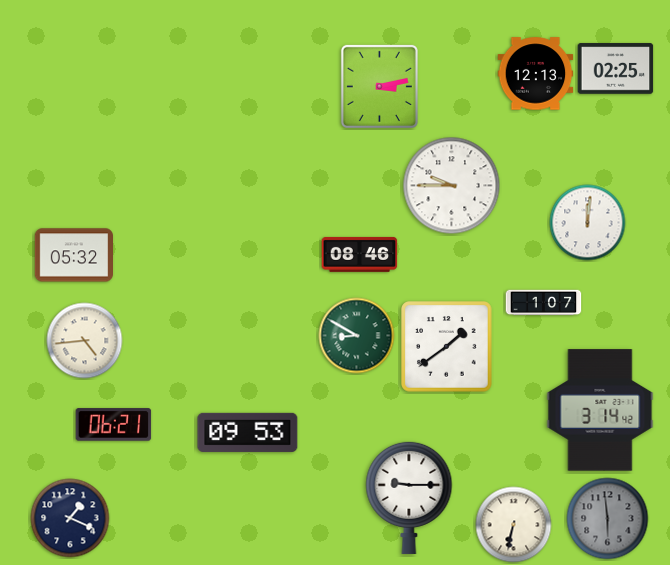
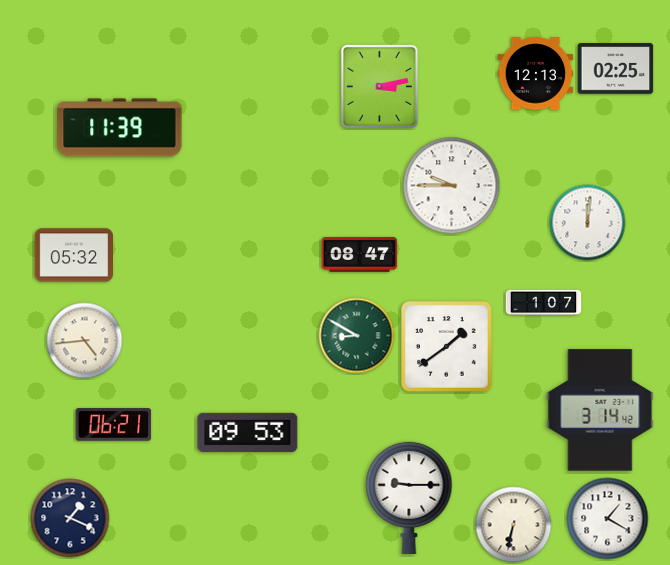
clock at (120, 128): none -> 11:39
clock at (360, 254): 08:46 -> 08:47
clock at (608, 519): 5:59 -> 1:20
clock at (608, 519) dial: grey -> white
